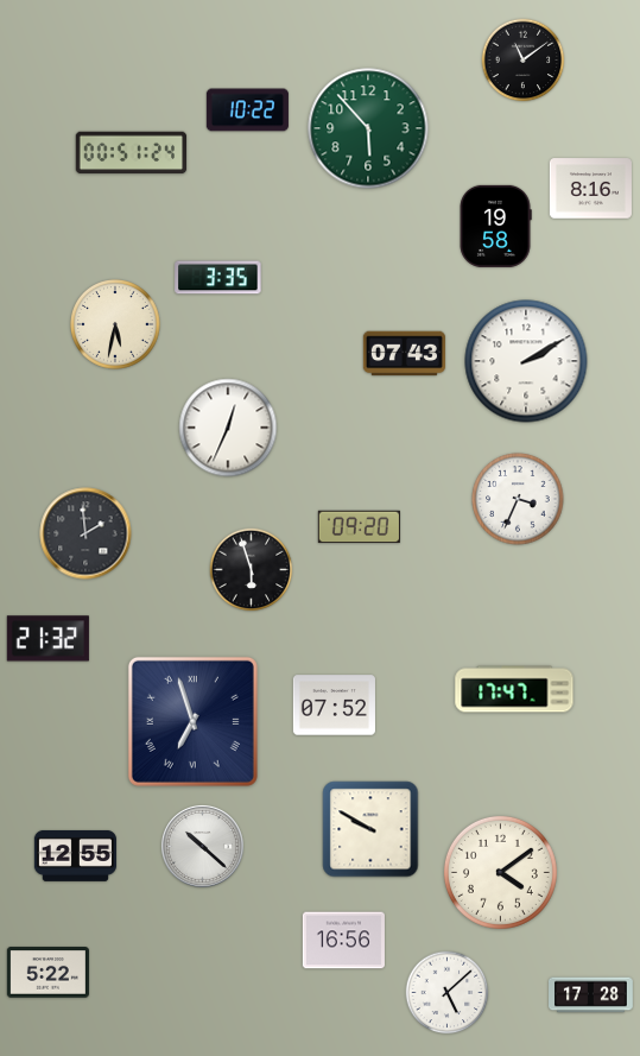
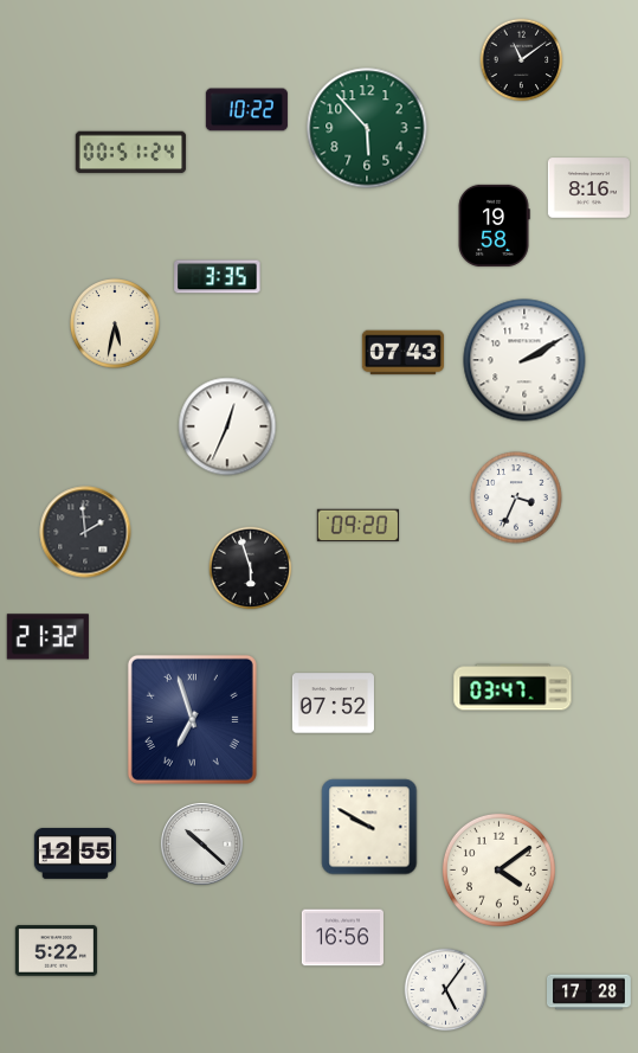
clock at (514, 689): 17:47 -> 03:47
clock at (47, 973) position: (47, 973) -> (56, 951)
clock at (448, 993): 5:08 -> 5:06
